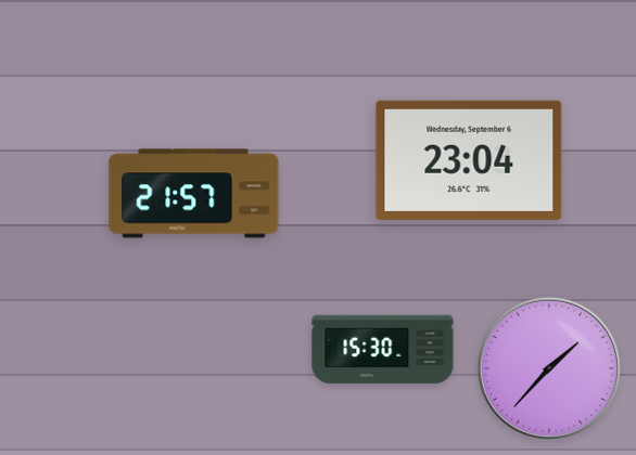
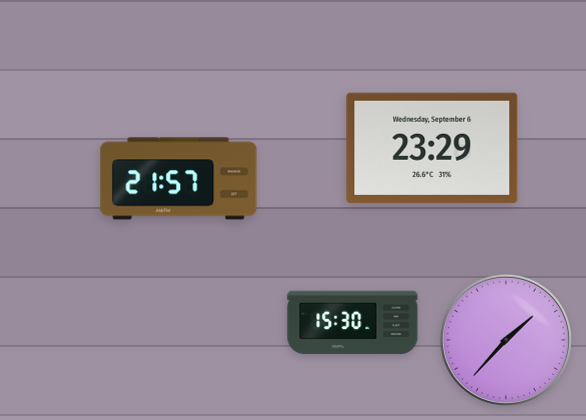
clock at (469, 160): 23:04 -> 23:29
